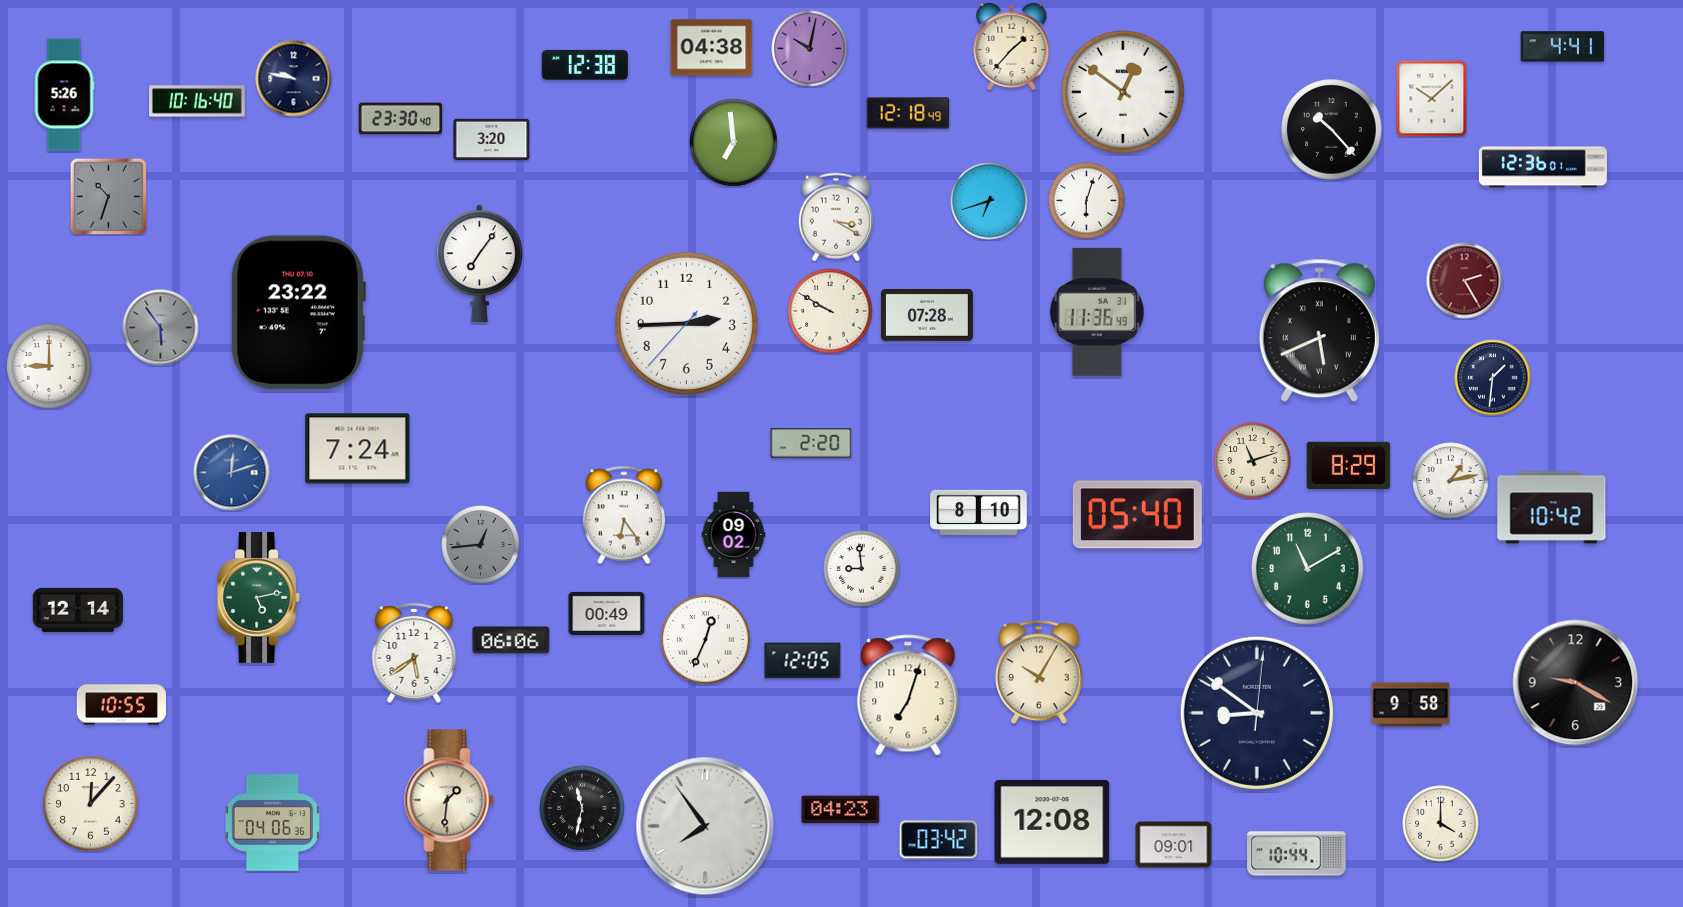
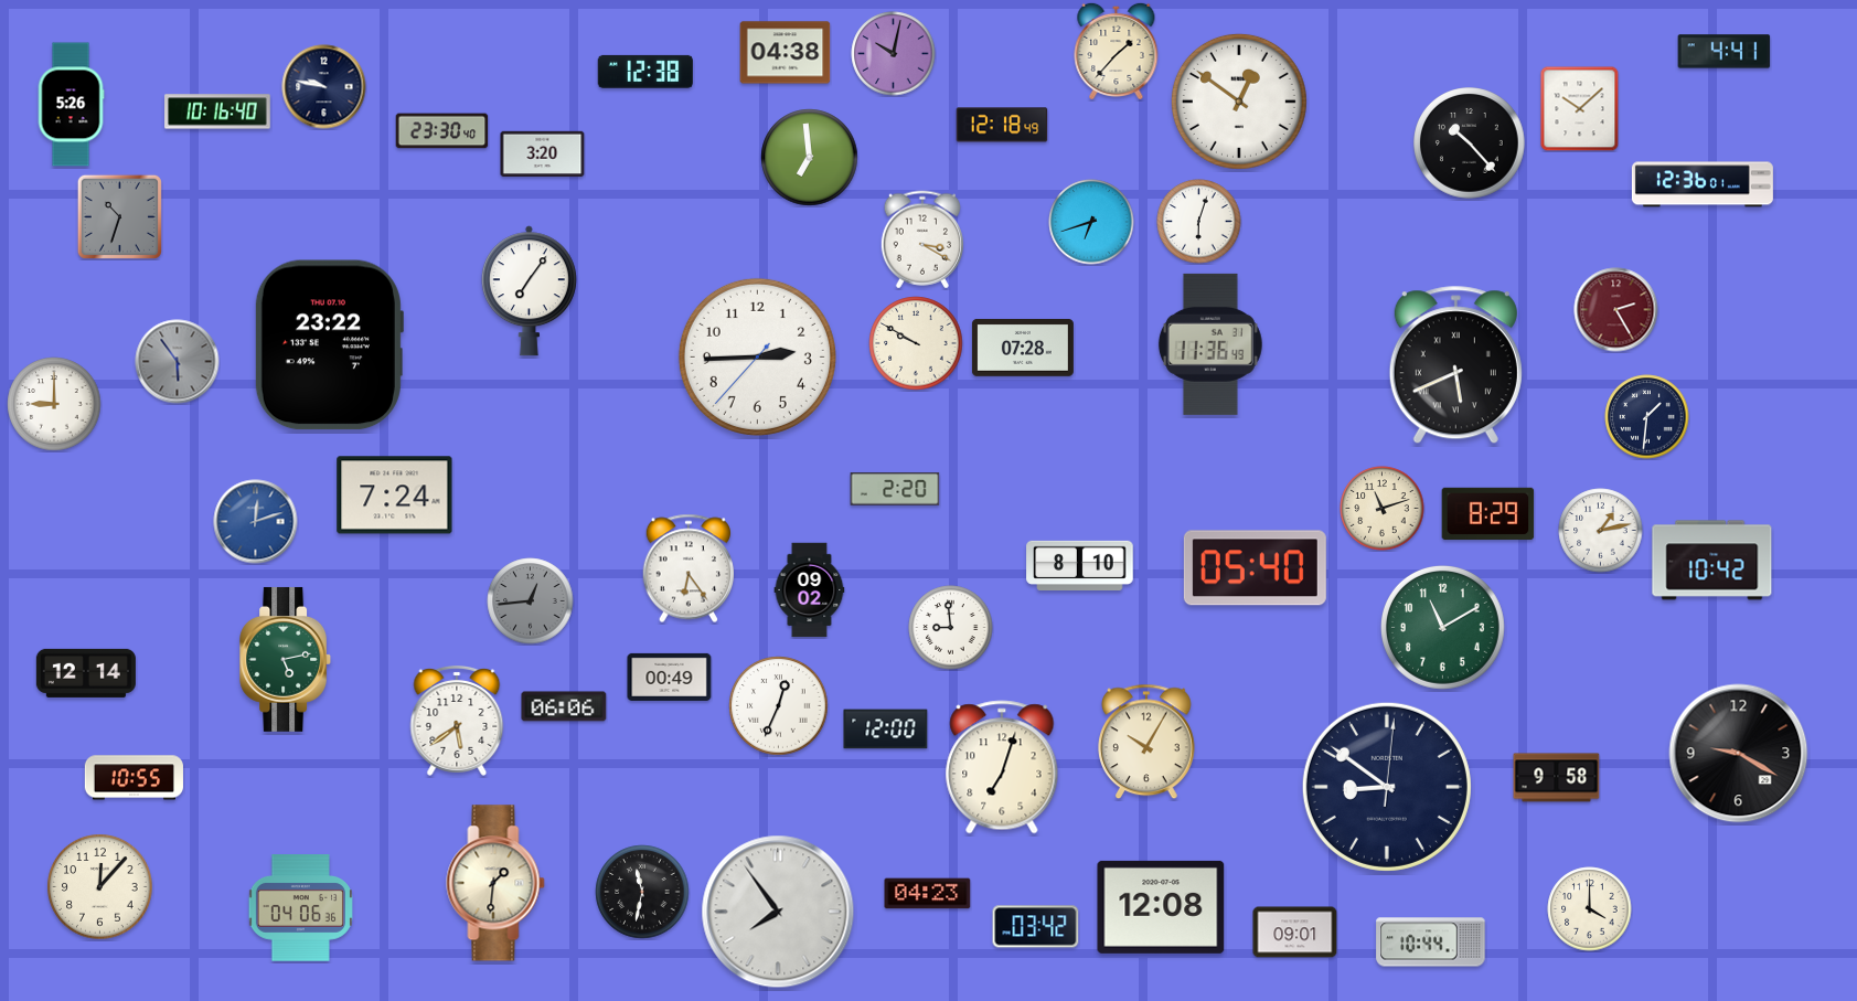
clock at (803, 661): 12:05 -> 12:00
